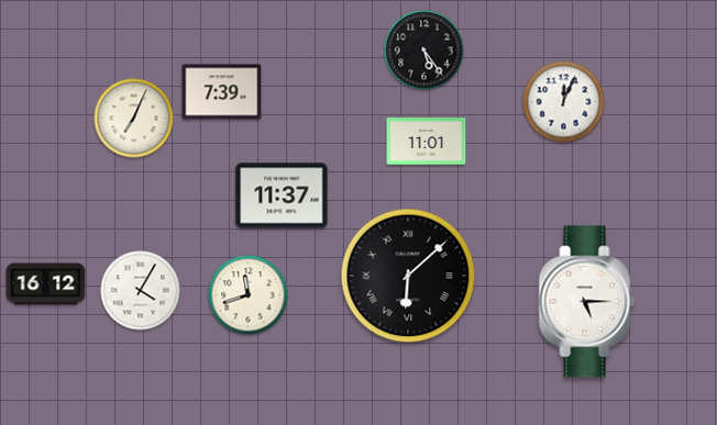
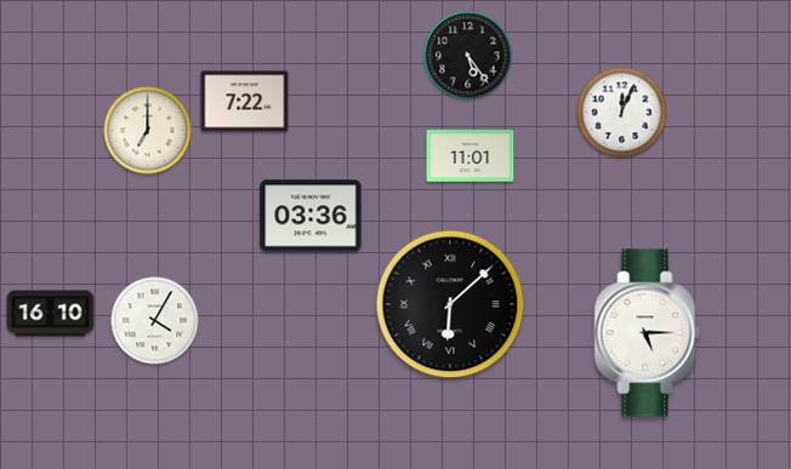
clock at (222, 92): 7:39 -> 7:22
clock at (134, 119): 7:04 -> 7:00
clock at (282, 195): 11:37 -> 03:36
clock at (46, 284): 16:12 -> 16:10
clock at (249, 295): 11:42 -> none
